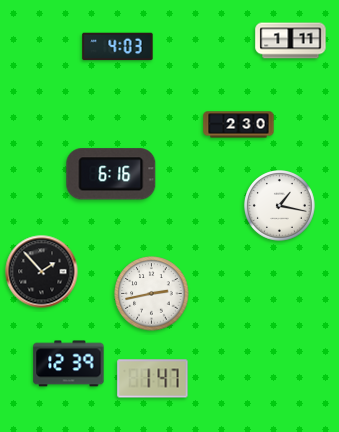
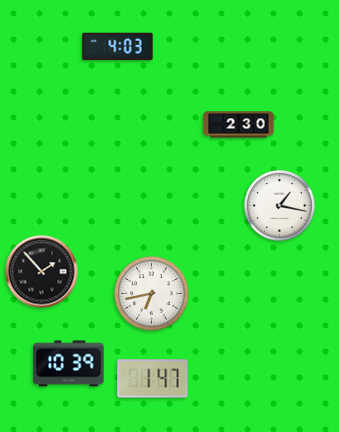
clock at (291, 41): 1:11 -> none
clock at (111, 174): 6:16 -> none
clock at (152, 294): 2:43 -> 6:43
clock at (69, 364): 12:39 -> 10:39
